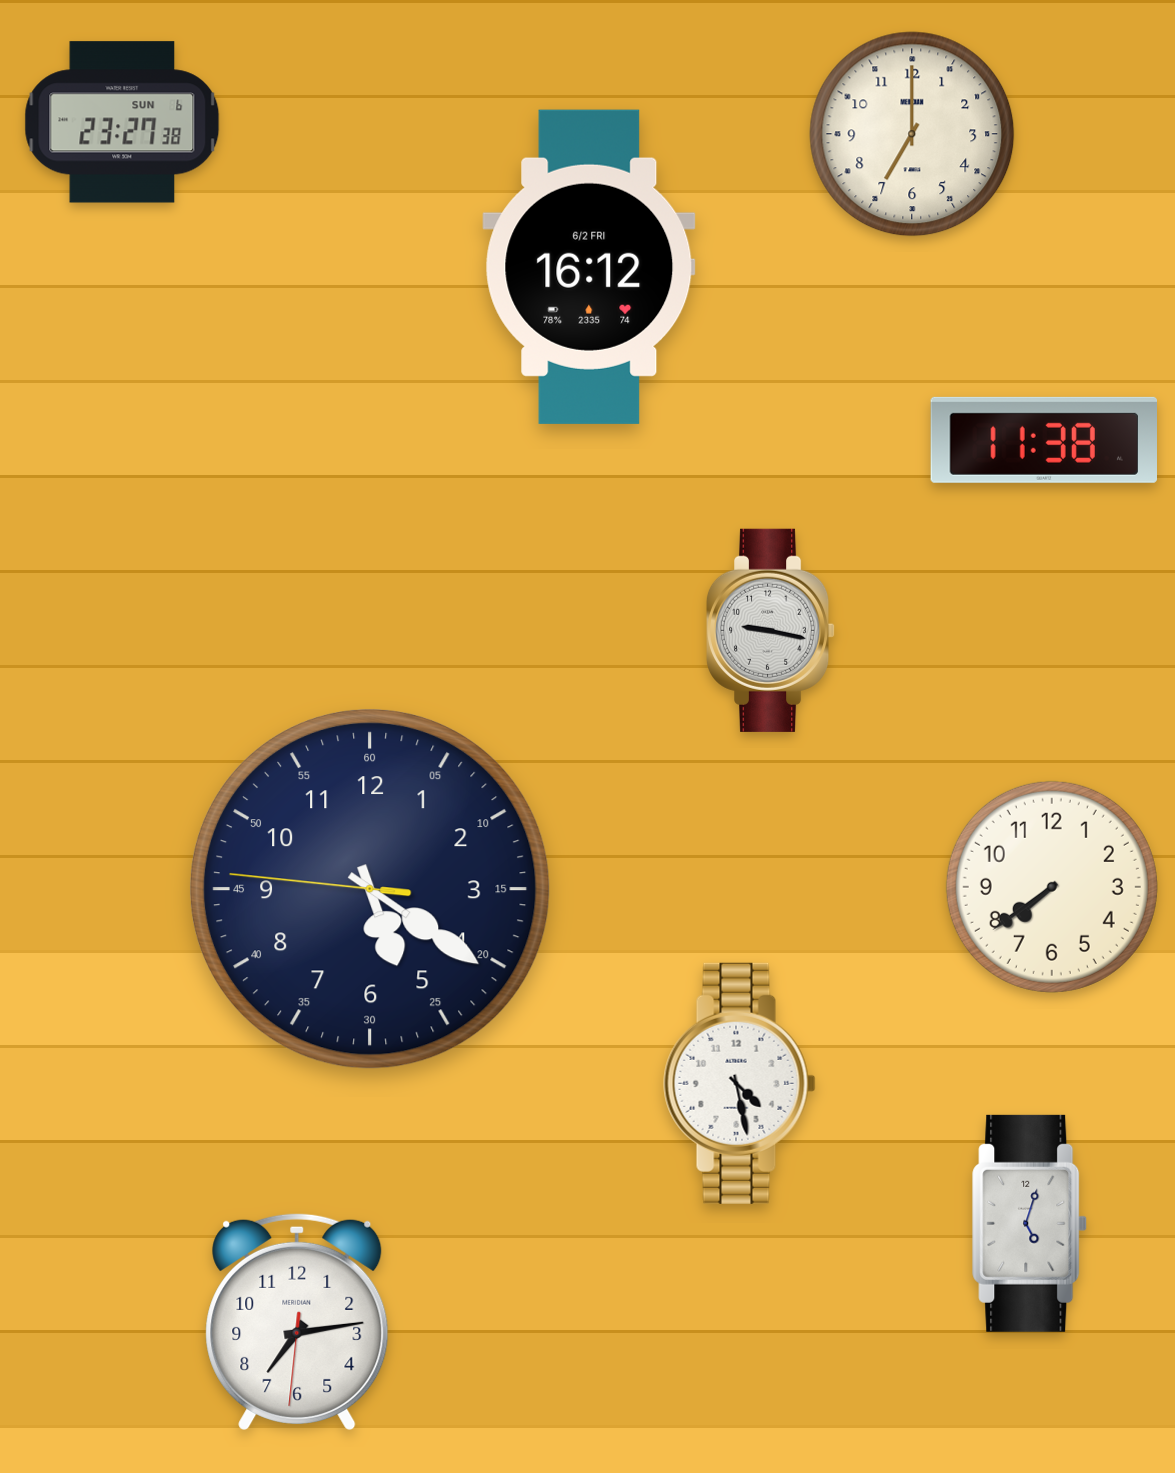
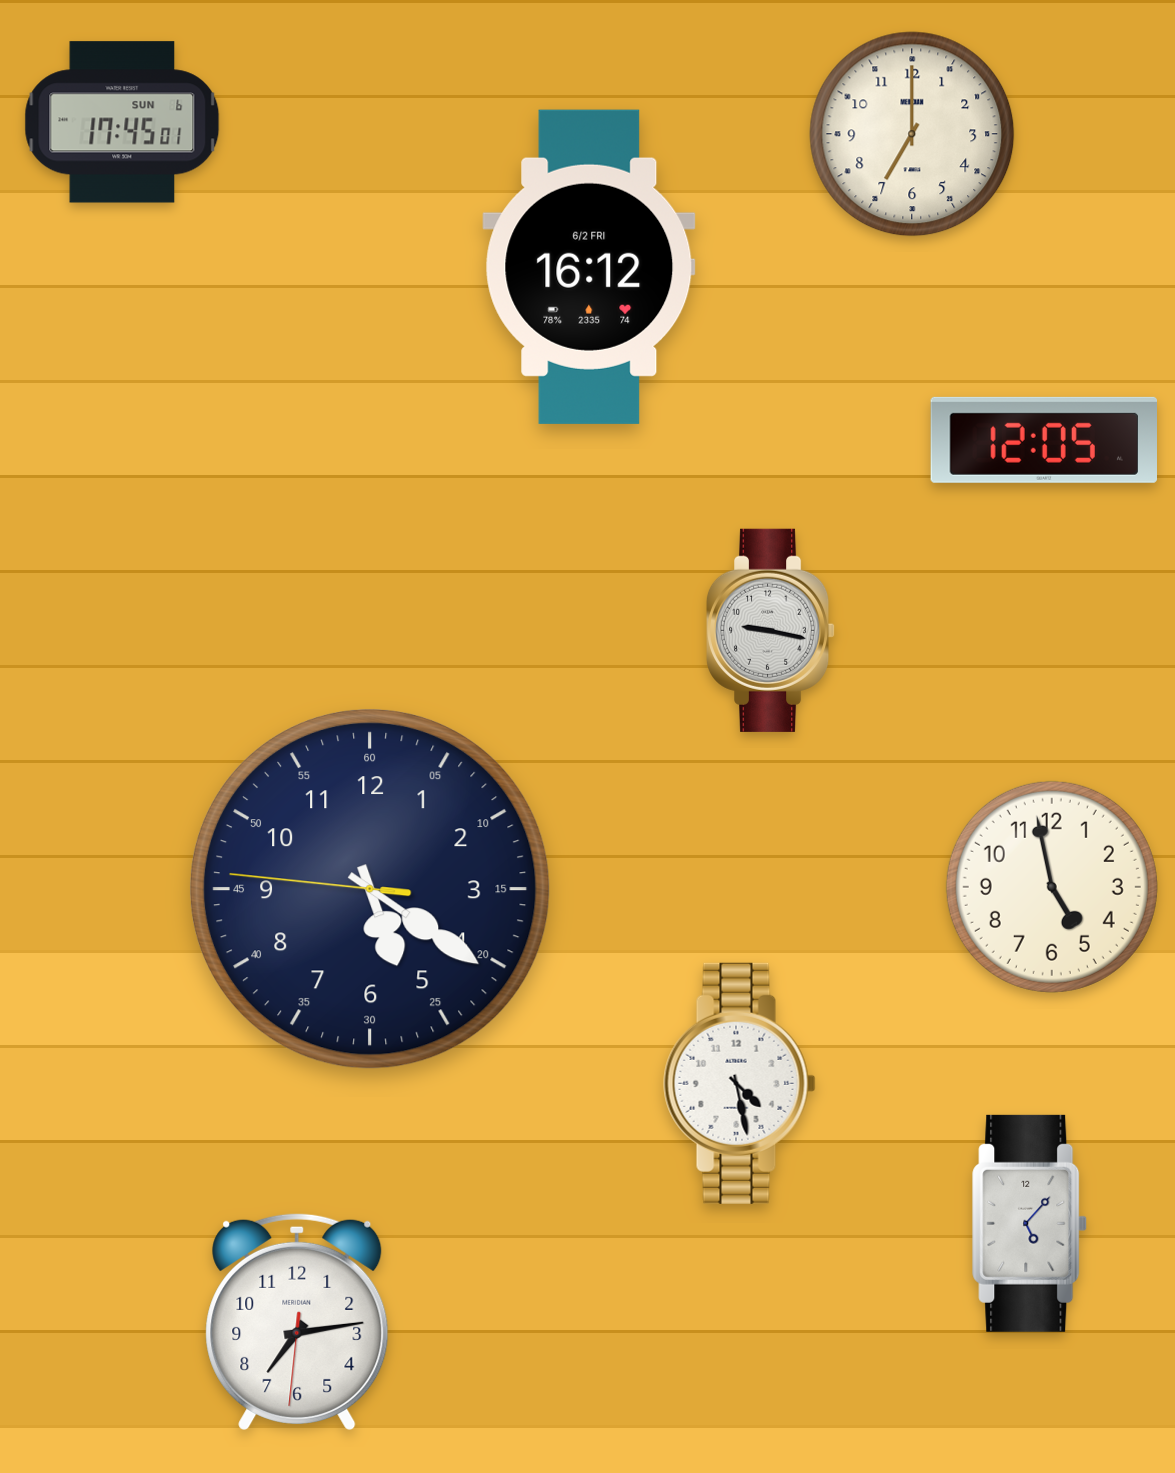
clock at (122, 122): 23:27 -> 17:45
clock at (1043, 440): 11:38 -> 12:05
clock at (1052, 887): 7:39 -> 4:58
clock at (1030, 1223): 5:03 -> 5:07
